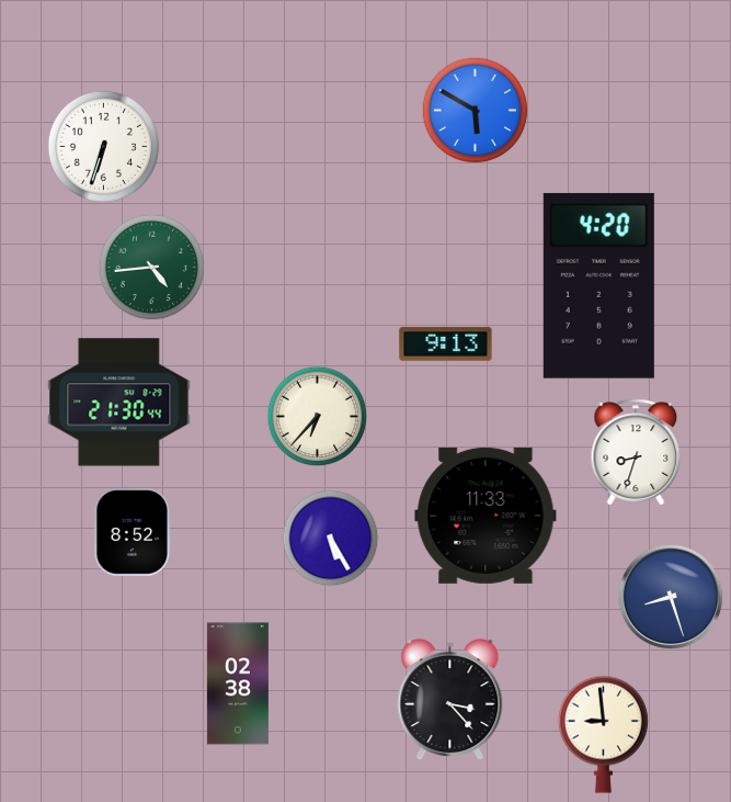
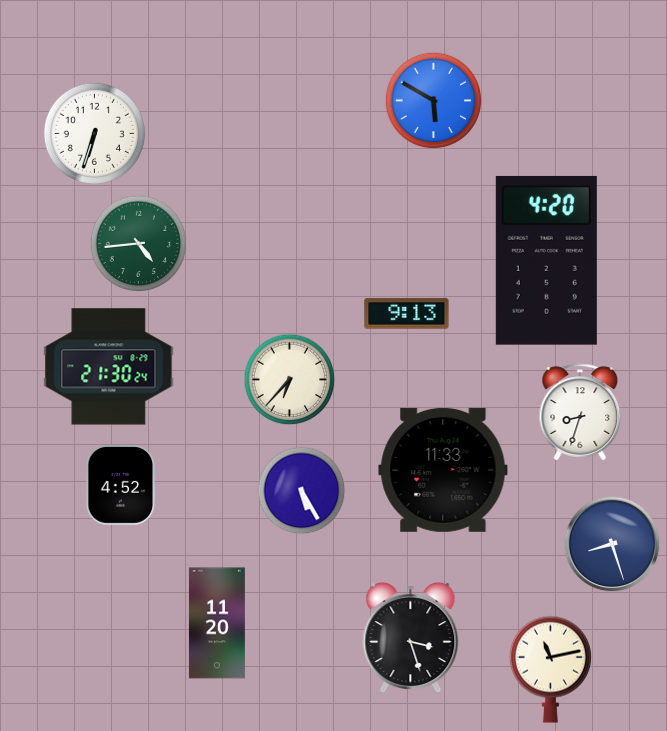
clock at (119, 403): 21:30:44 -> 21:30:24
clock at (133, 533): 8:52 -> 4:52
clock at (238, 684): 02:38 -> 11:20
clock at (450, 700): 3:23 -> 3:27
clock at (603, 734): 8:59 -> 11:13
